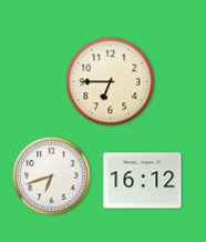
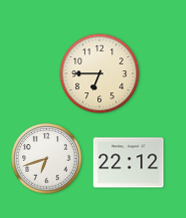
clock at (143, 181): 16:12 -> 22:12
